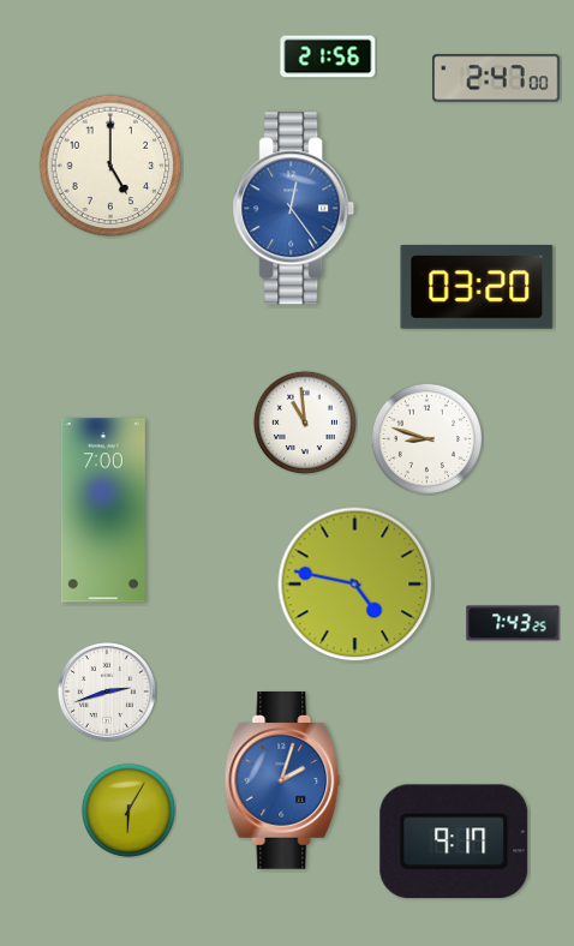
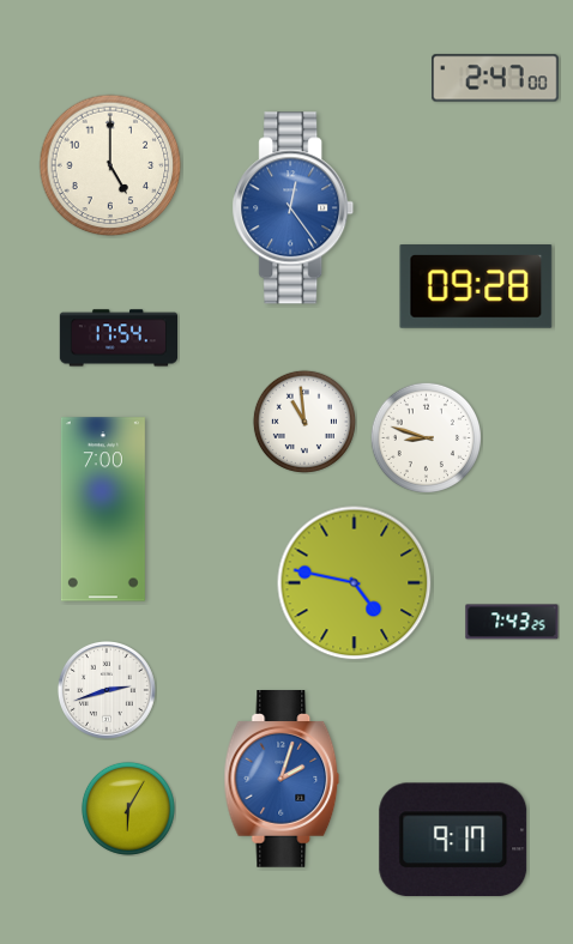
clock at (328, 56): 21:56 -> none
clock at (477, 287): 03:20 -> 09:28
clock at (117, 338): none -> 17:54
